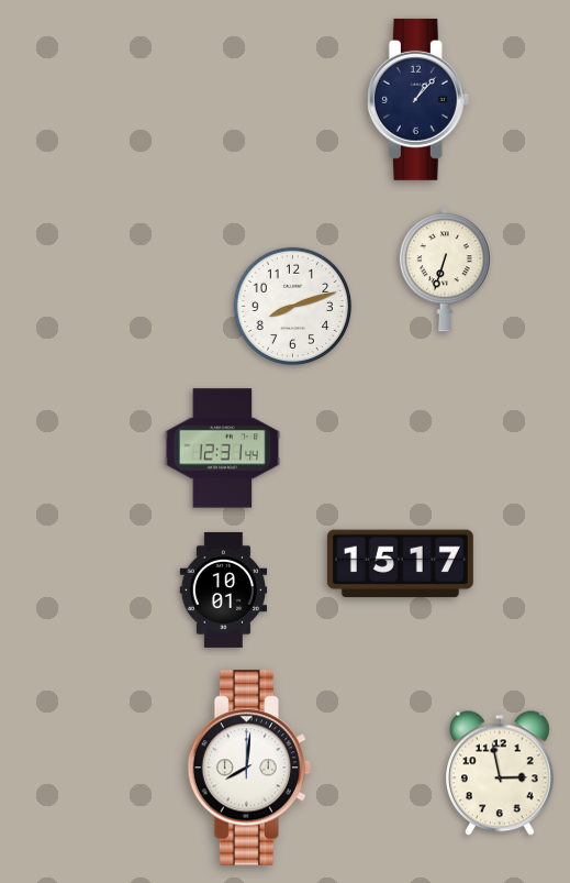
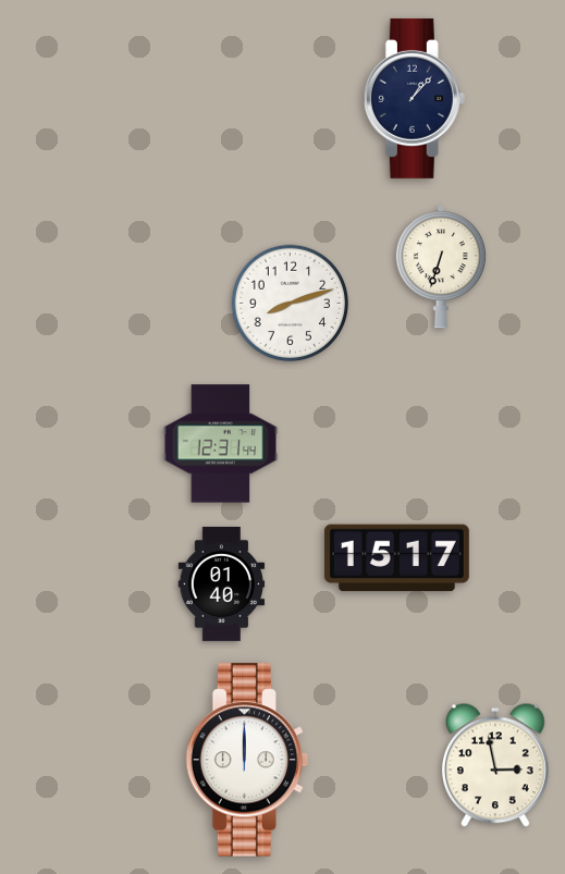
clock at (224, 589): 10:01 -> 01:40
clock at (249, 768): 8:01 -> 12:00
